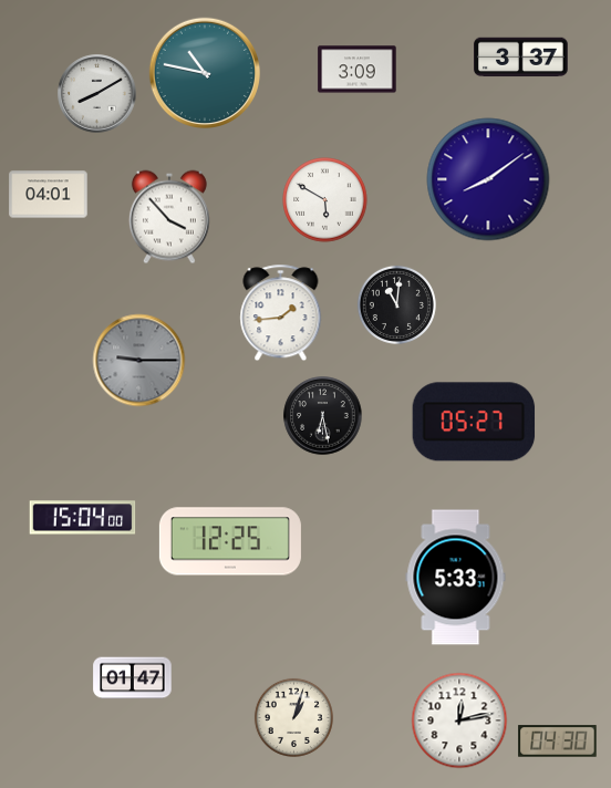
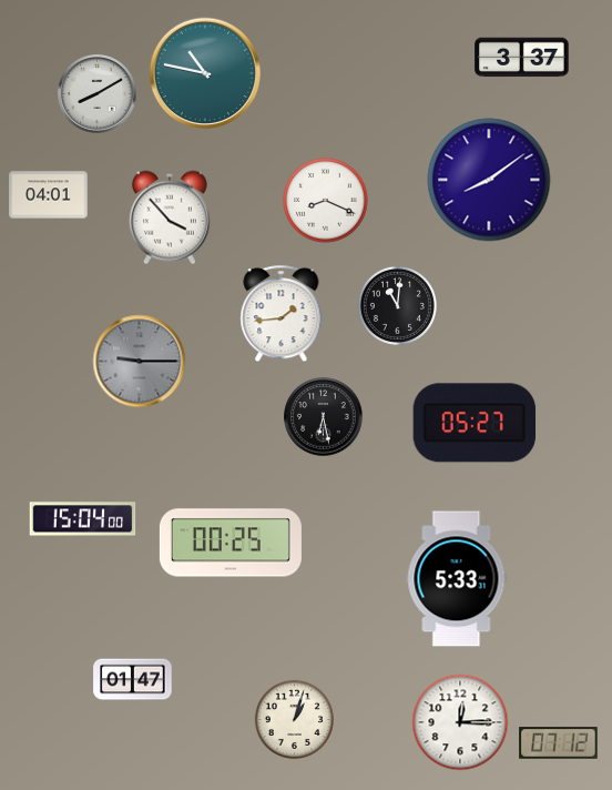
clock at (358, 70): 3:09 -> none
clock at (325, 200): 5:50 -> 8:19
clock at (230, 541): 12:25 -> 00:25
clock at (459, 720): 12:13 -> 12:15
clock at (558, 742): 04:30 -> 07:12
